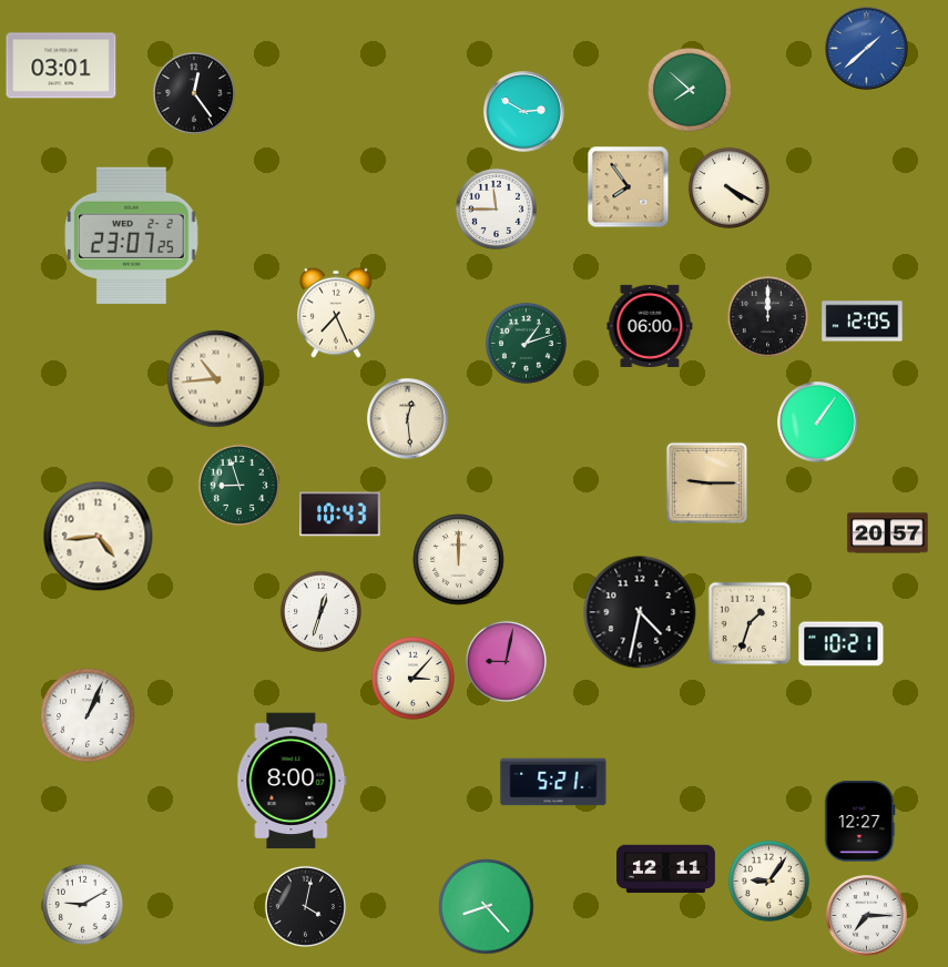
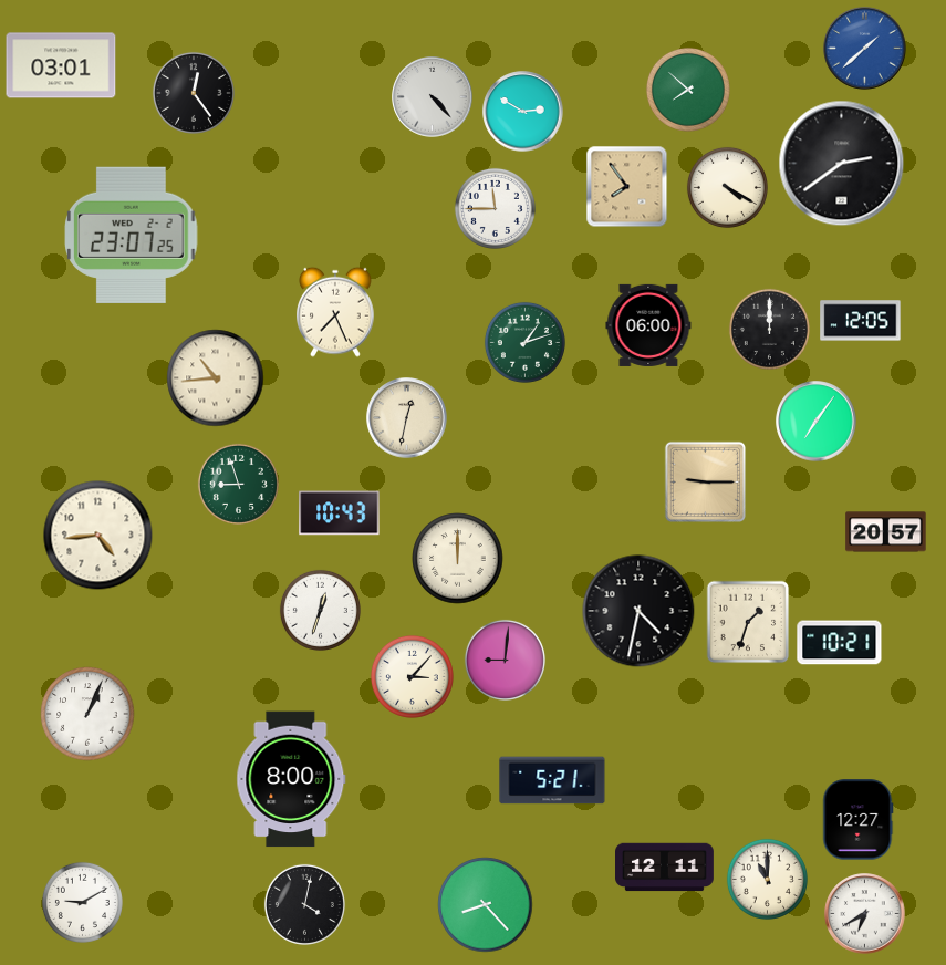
clock at (433, 97): none -> 4:23
clock at (842, 164): none -> 2:39
clock at (767, 316) position: (767, 316) -> (769, 329)
clock at (408, 419): 12:29 -> 12:32
clock at (818, 423): 1:06 -> 7:06
clock at (506, 661): 9:02 -> 9:01
clock at (768, 881): 9:06 -> 11:00
clock at (867, 916): 7:15 -> 6:40
